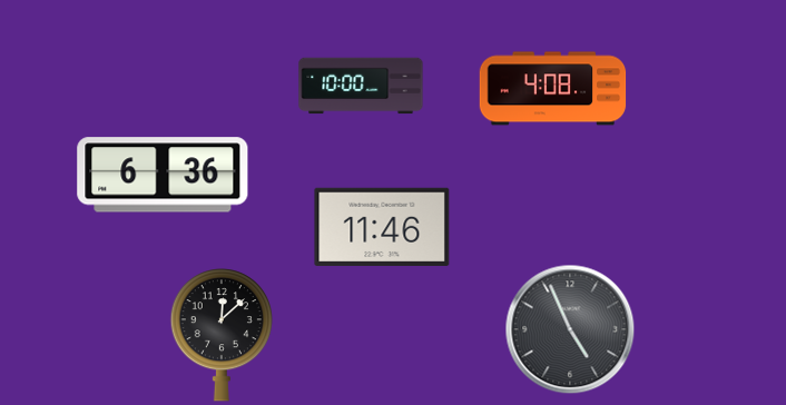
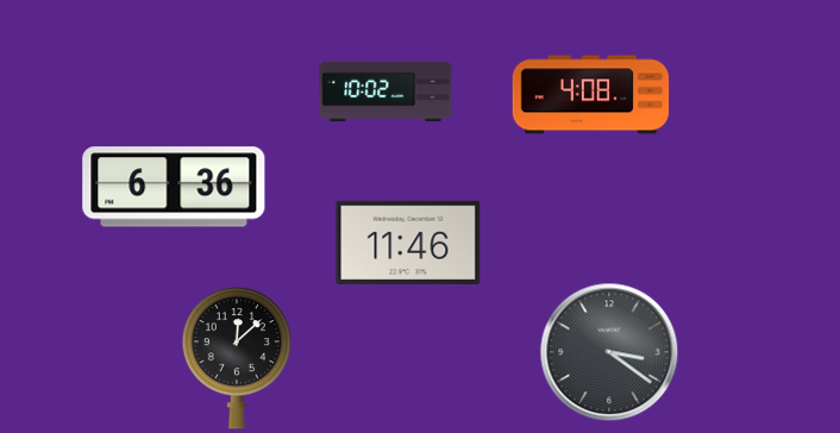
clock at (361, 86): 10:00 -> 10:02
clock at (570, 329): 4:56 -> 3:21
